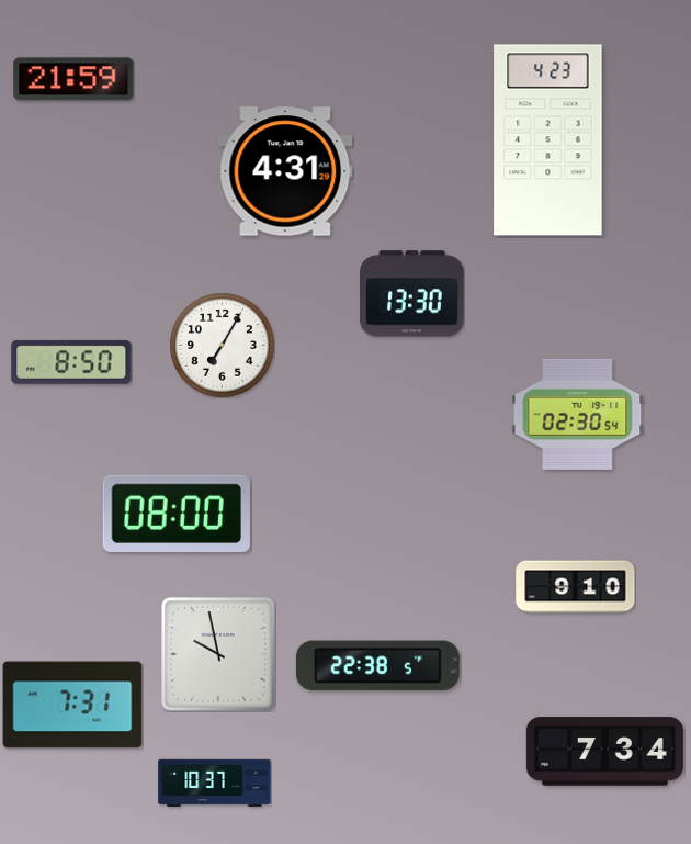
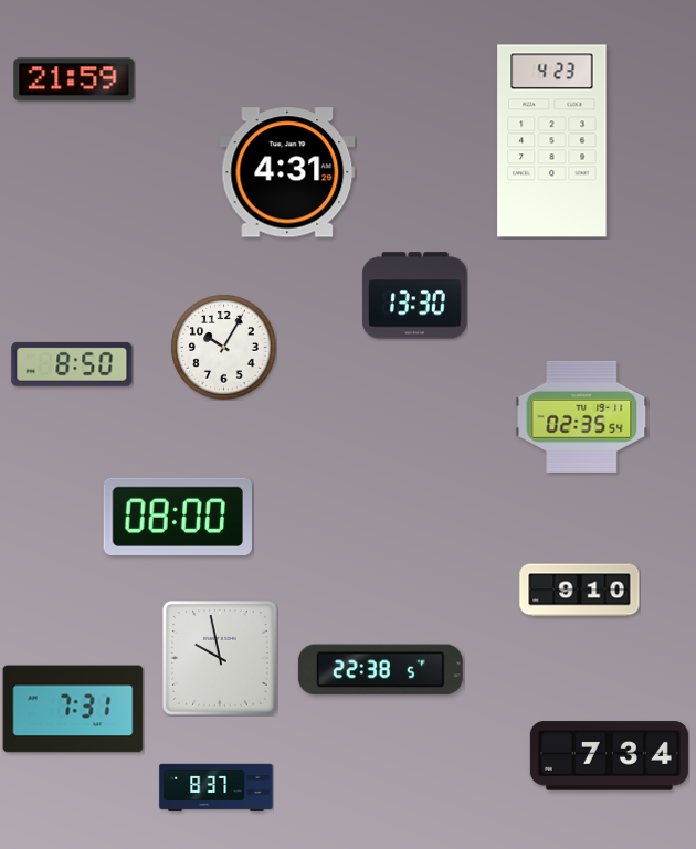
clock at (222, 345): 7:05 -> 10:05
clock at (578, 414): 02:30 -> 02:35
clock at (215, 783): 10:37 -> 8:37
